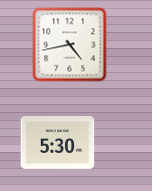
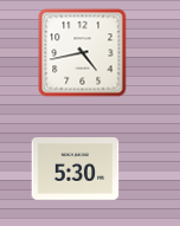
clock at (58, 143) position: (58, 143) -> (76, 169)
